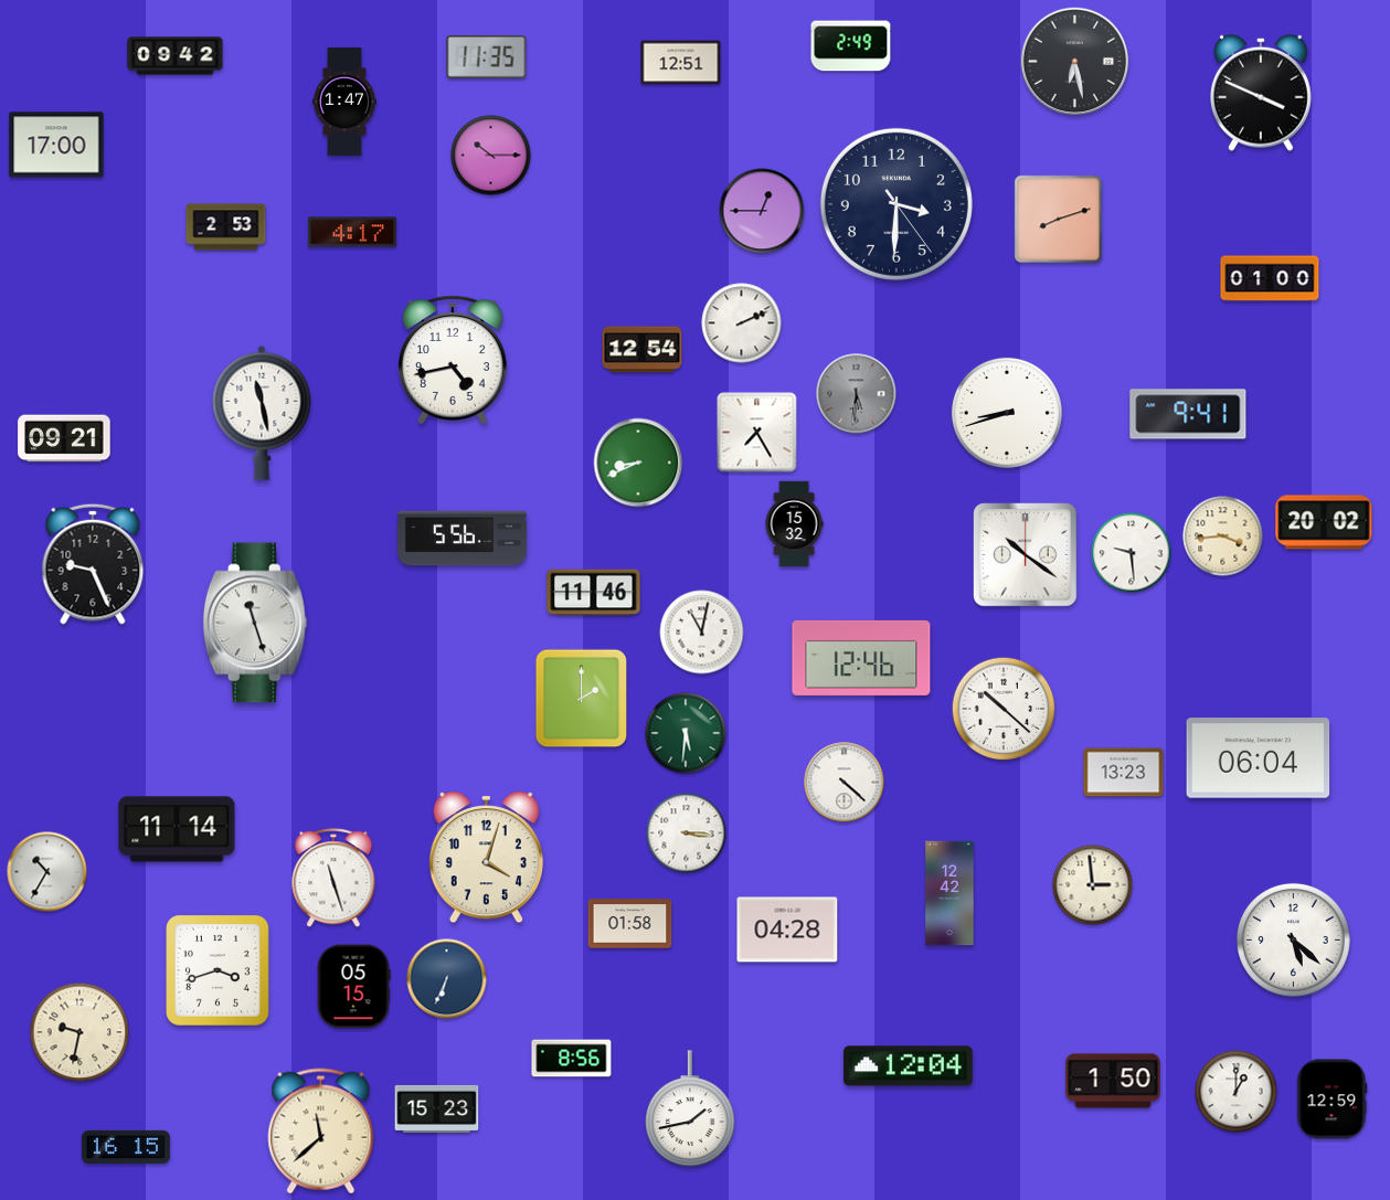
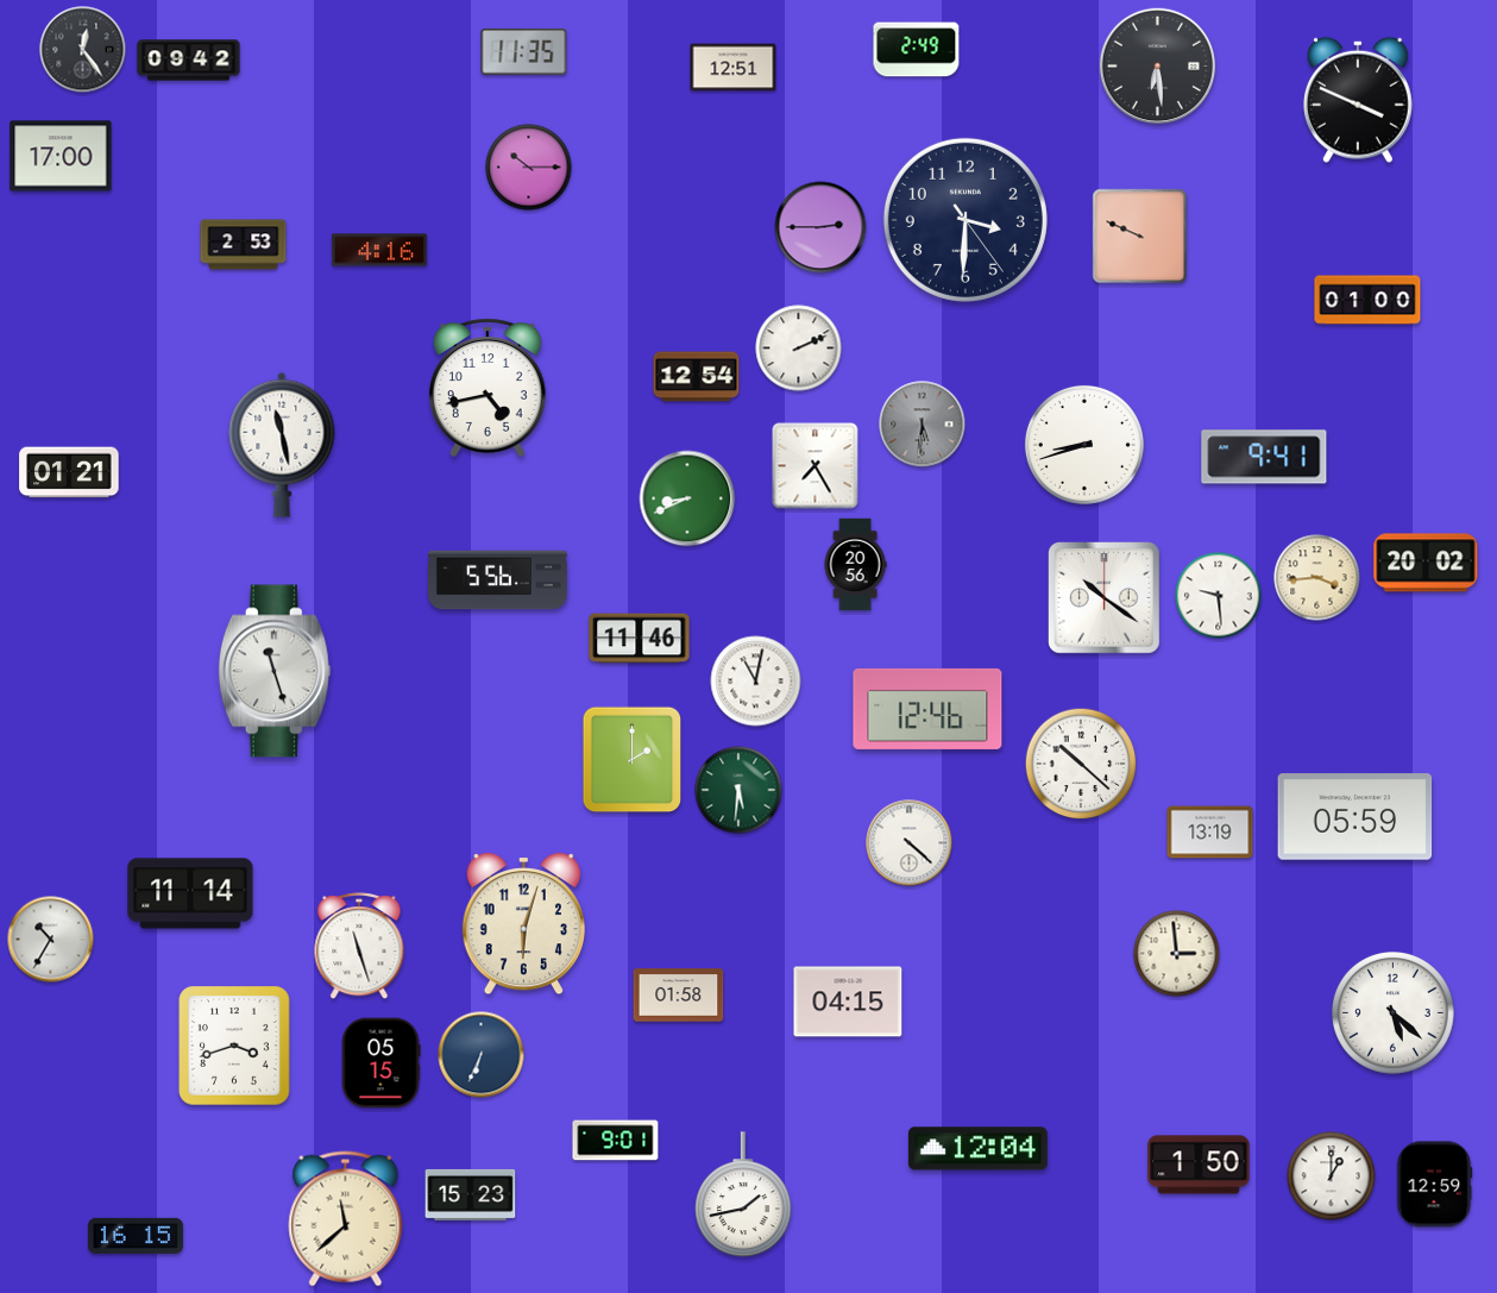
clock at (83, 50): none -> 12:24
clock at (487, 57) position: (487, 57) -> (524, 52)
clock at (1075, 62): 6:28 -> 6:29
clock at (344, 102): 1:47 -> none
clock at (762, 211): 12:45 -> 2:45
clock at (1059, 220): 8:12 -> 9:49
clock at (352, 232): 4:17 -> 4:16
clock at (643, 350) position: (643, 350) -> (697, 377)
clock at (1188, 414) position: (1188, 414) -> (1264, 457)
clock at (64, 438): 09:21 -> 01:21
clock at (794, 524): 15:32 -> 20:56
clock at (93, 564): 9:26 -> none
clock at (582, 699) position: (582, 699) -> (633, 760)
clock at (1259, 758): 06:04 -> 05:59
clock at (1124, 773): 13:23 -> 13:19
clock at (687, 833): 3:16 -> none
clock at (486, 859): 4:03 -> 6:03
clock at (949, 893): 12:42 -> none
clock at (787, 930): 04:28 -> 04:15
clock at (79, 1032): 9:32 -> none
clock at (572, 1059): 8:56 -> 9:01
